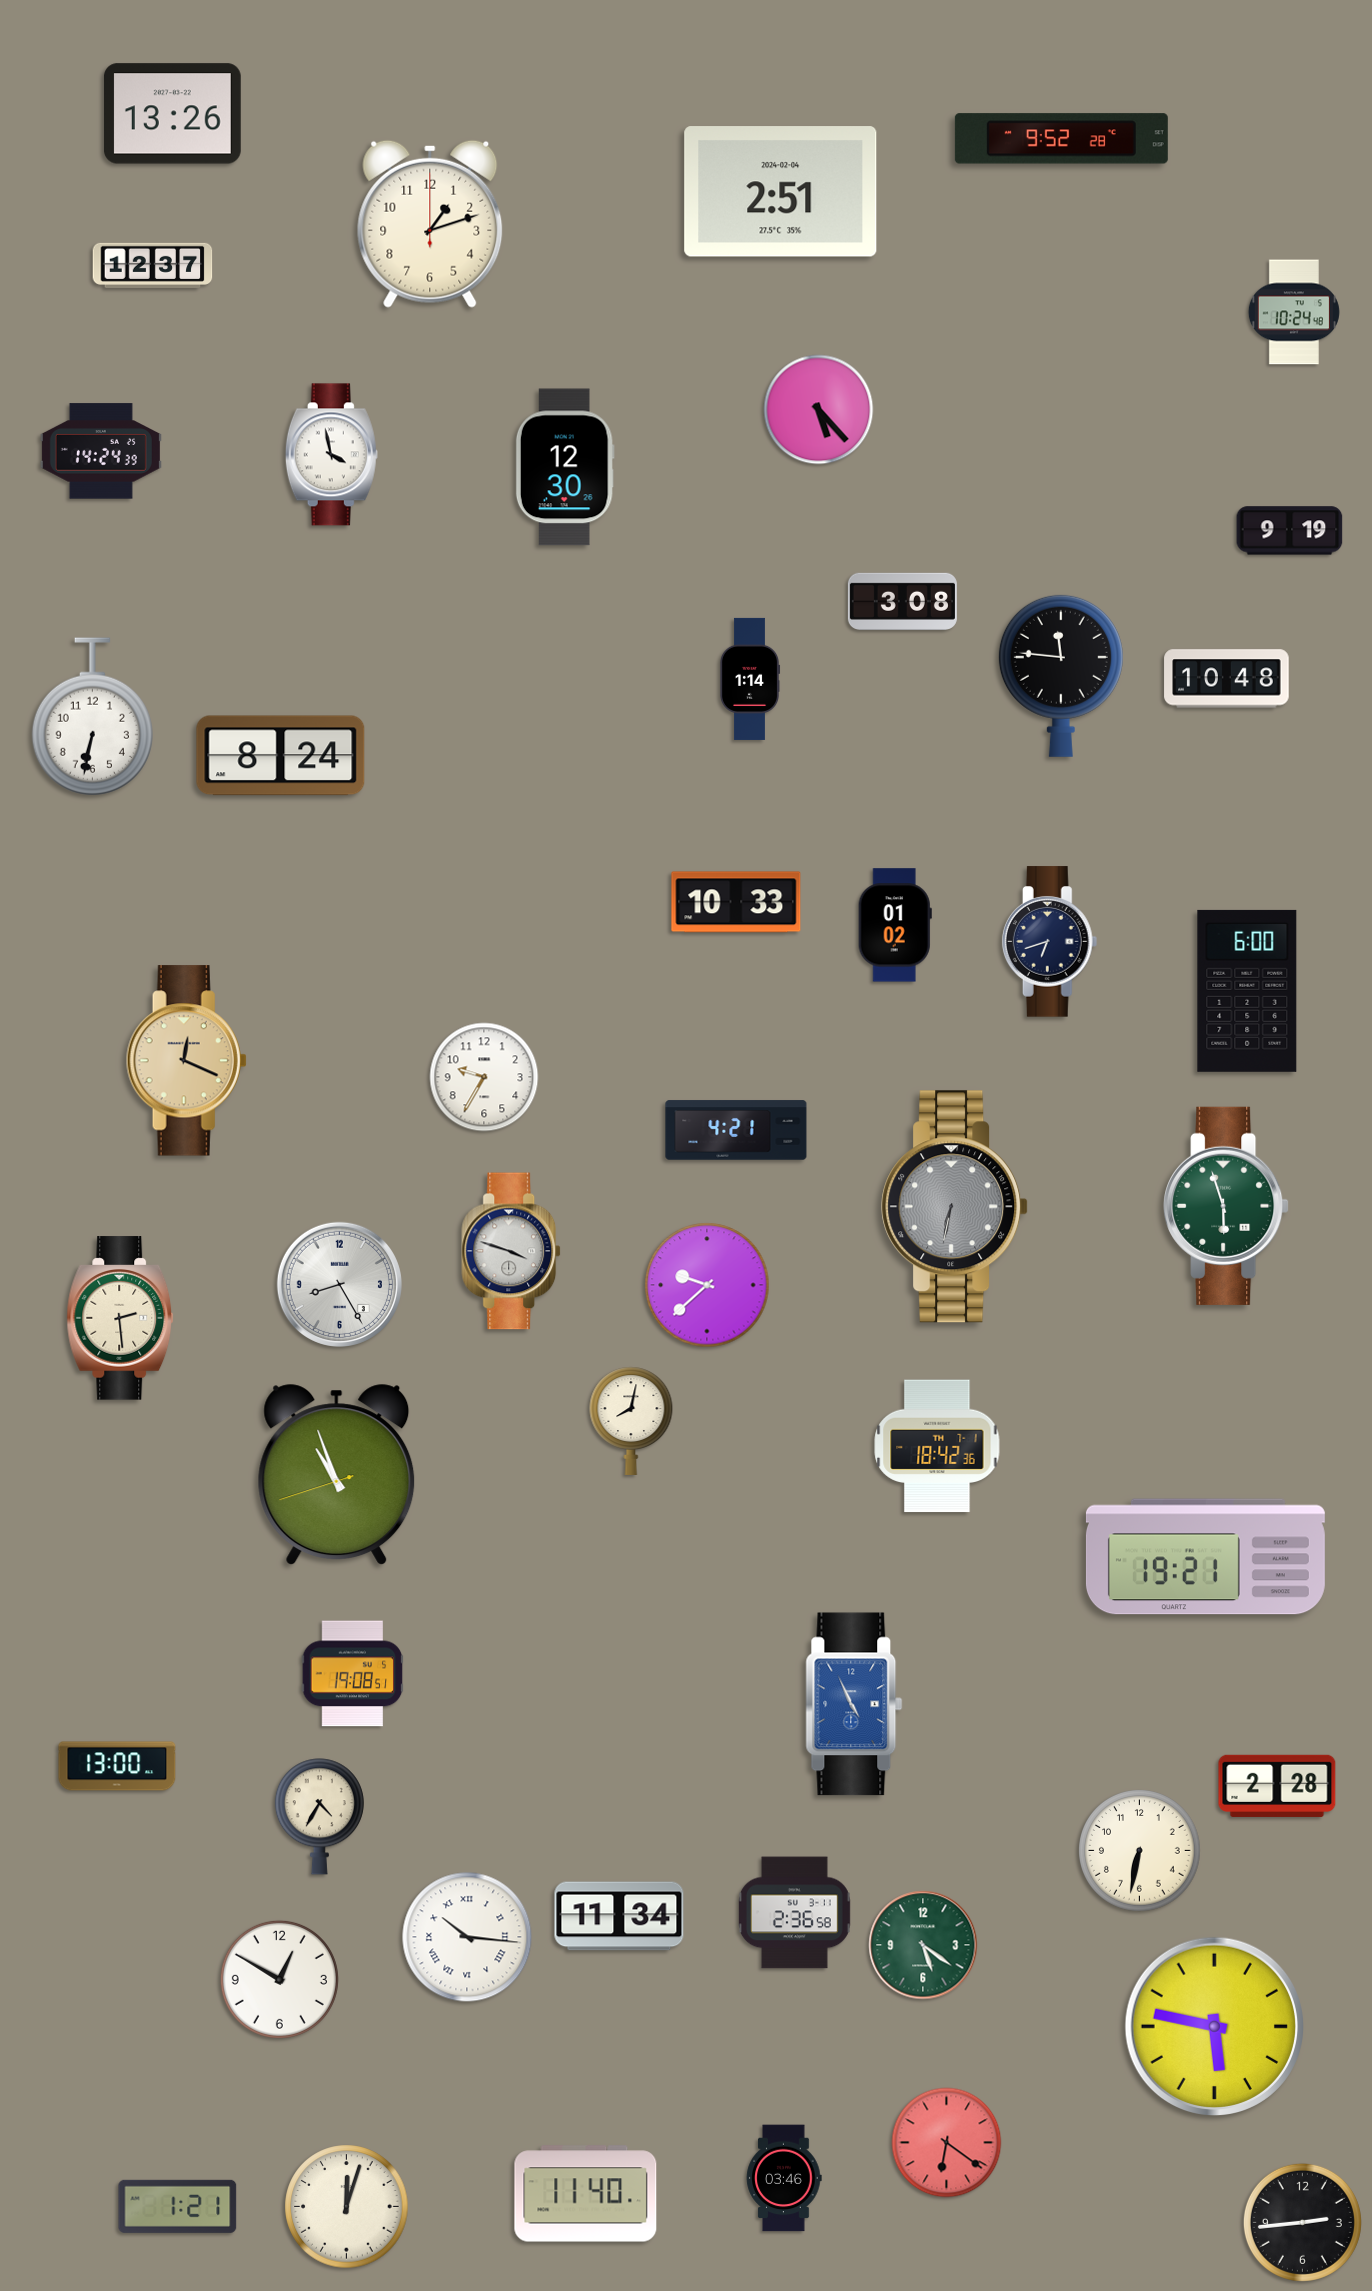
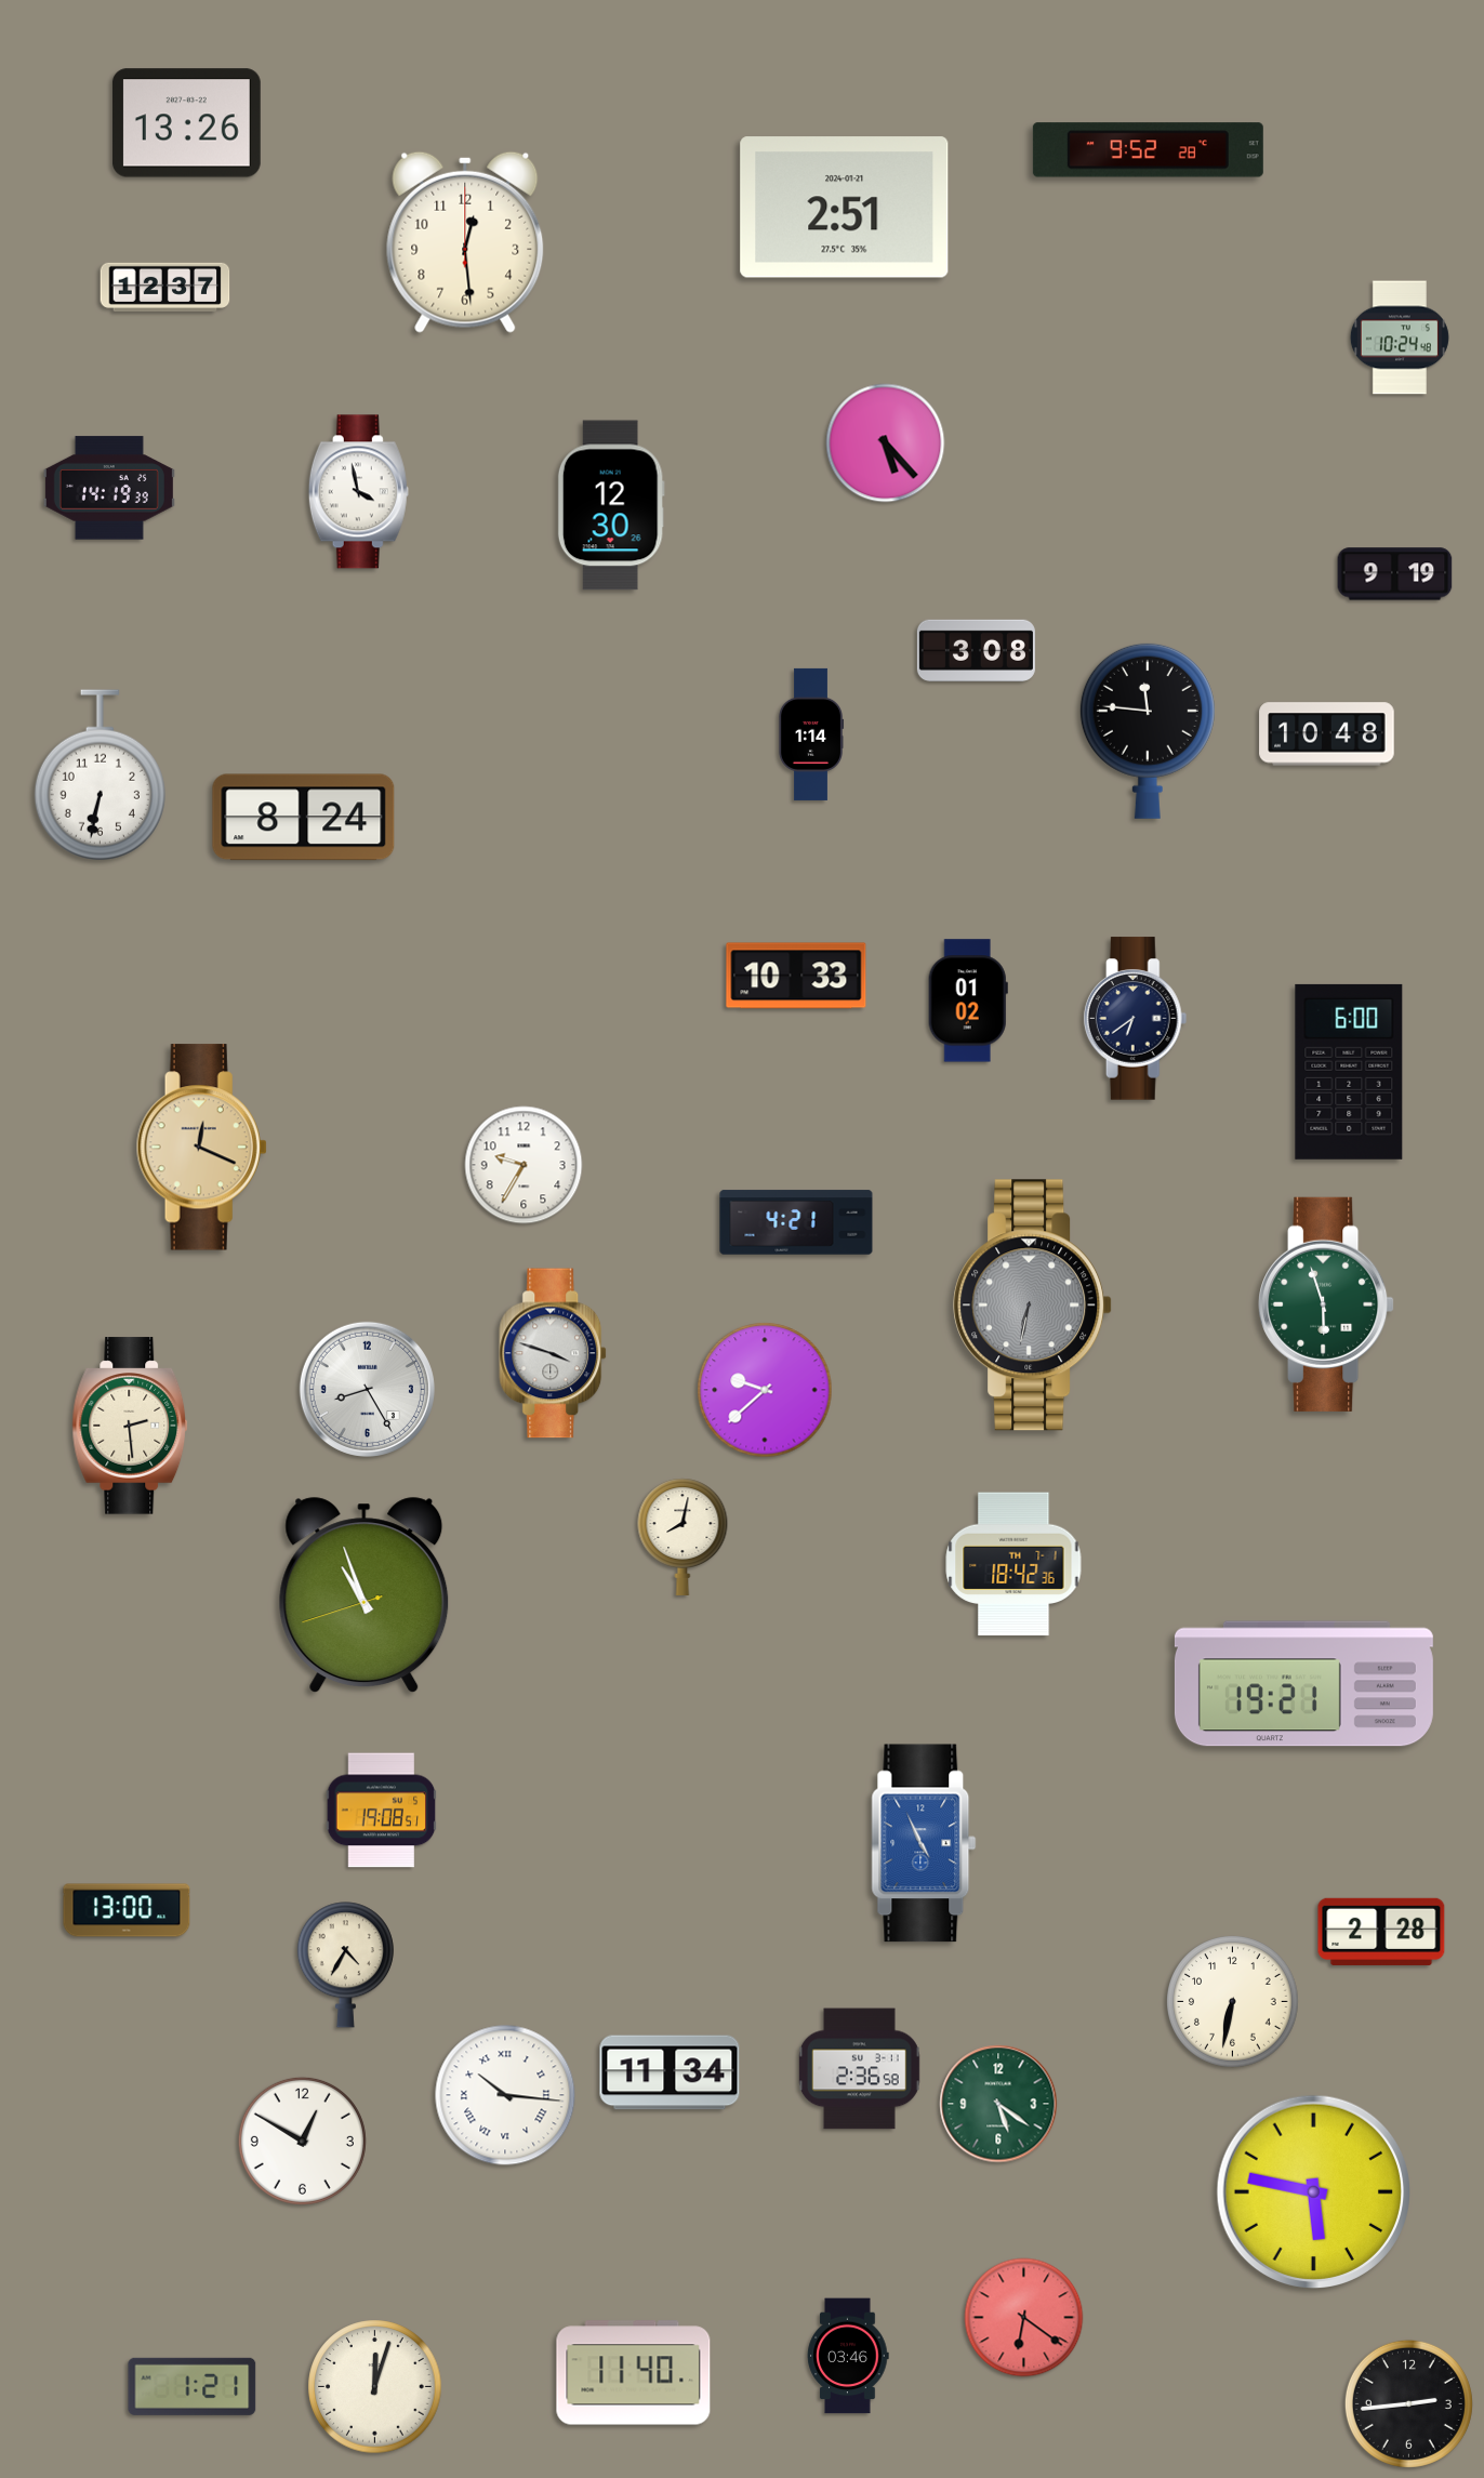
clock at (781, 192) date: 2024-02-04 -> 2024-01-21
clock at (430, 224): 1:12 -> 12:29
clock at (101, 451): 14:24 -> 14:19
clock at (1050, 942): 6:42 -> 6:39
